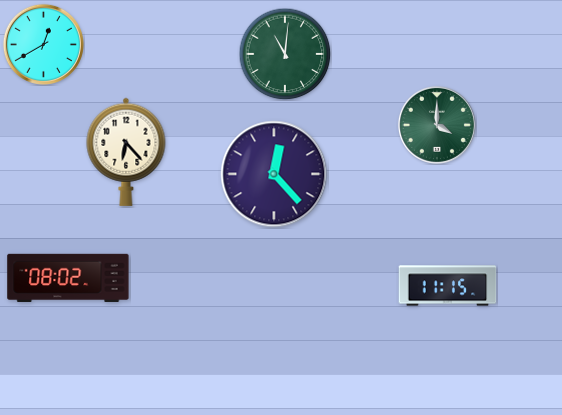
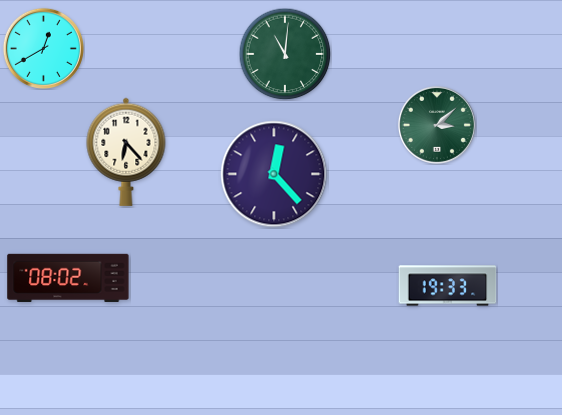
clock at (43, 44) position: (43, 44) -> (43, 48)
clock at (437, 125): 4:00 -> 3:08
clock at (448, 286): 11:15 -> 19:33
